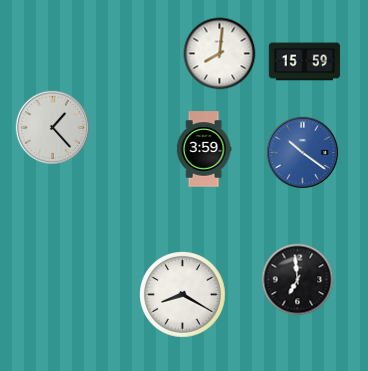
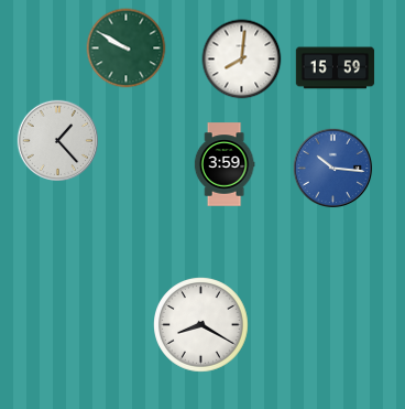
clock at (127, 49): none -> 9:50
clock at (303, 153): 10:21 -> 10:16
clock at (298, 280): 6:59 -> none
